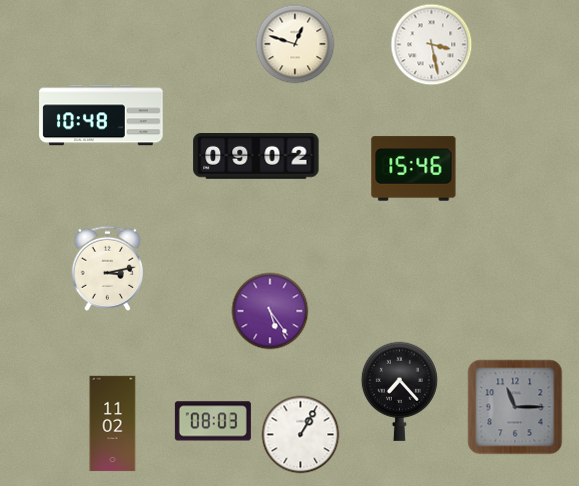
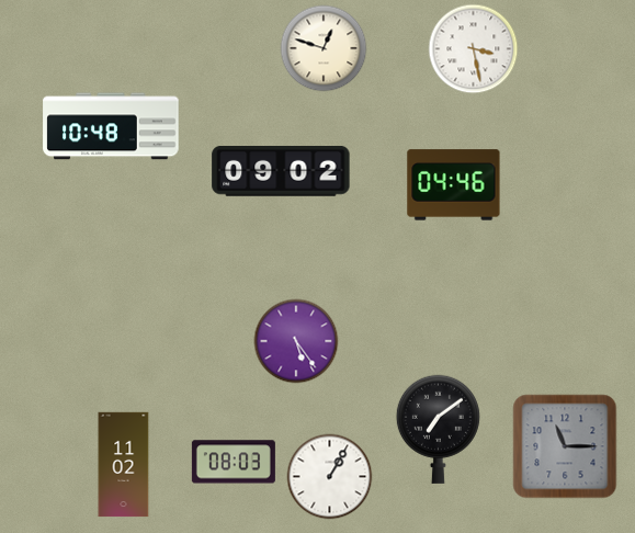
clock at (414, 169): 15:46 -> 04:46
clock at (107, 268): 3:13 -> none
clock at (399, 391): 7:23 -> 7:09
